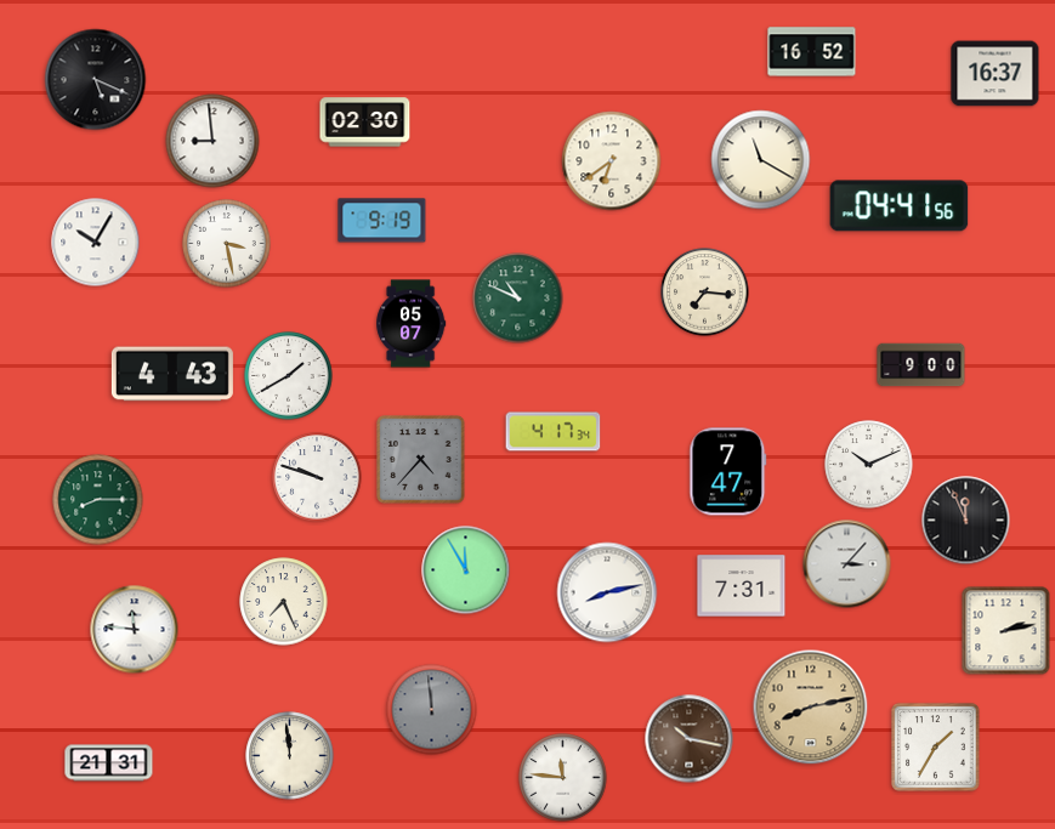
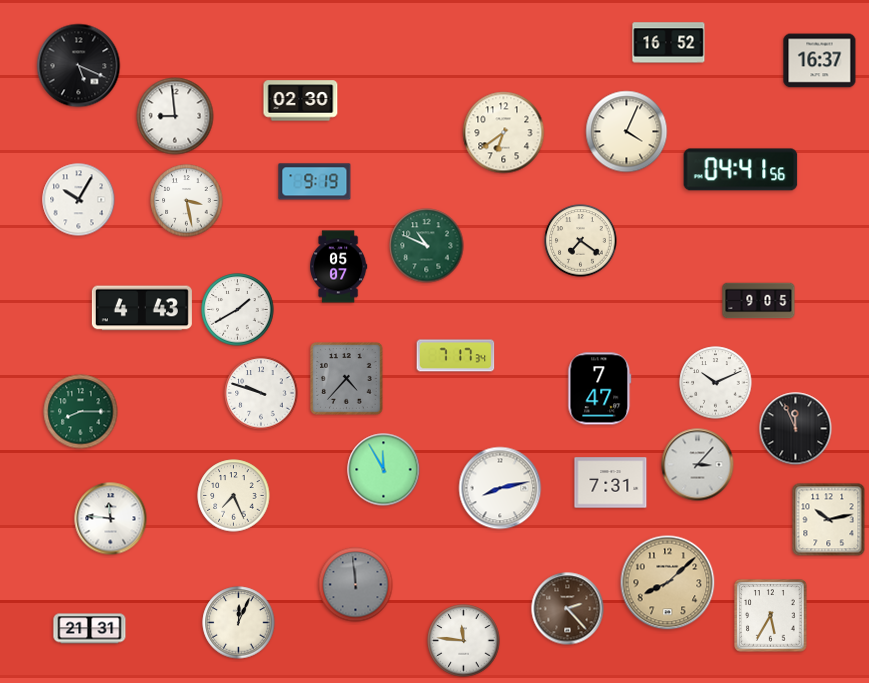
clock at (761, 160): 11:20 -> 4:04
clock at (705, 293): 7:16 -> 7:21
clock at (921, 365): 9:00 -> 9:05
clock at (554, 432): 4:17 -> 7:17
clock at (1006, 631): 2:13 -> 10:13
clock at (811, 708): 8:13 -> 8:08
clock at (690, 739): 10:17 -> 2:23
clock at (936, 748): 1:35 -> 5:35
clock at (290, 756): 11:59 -> 12:04
